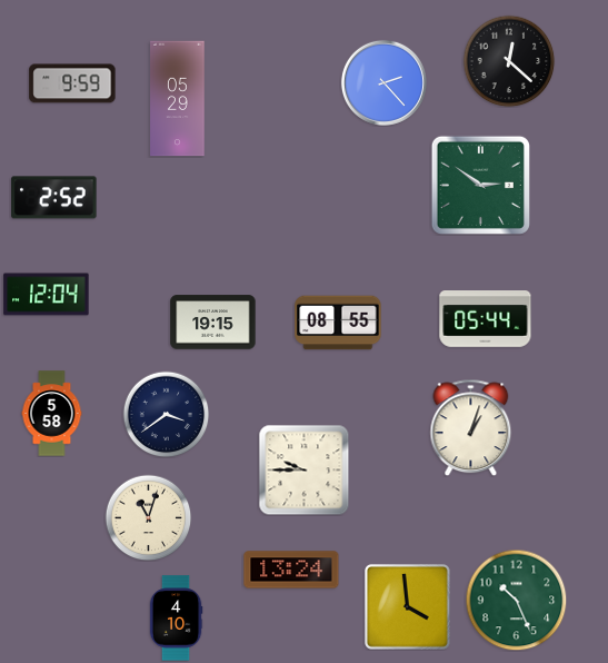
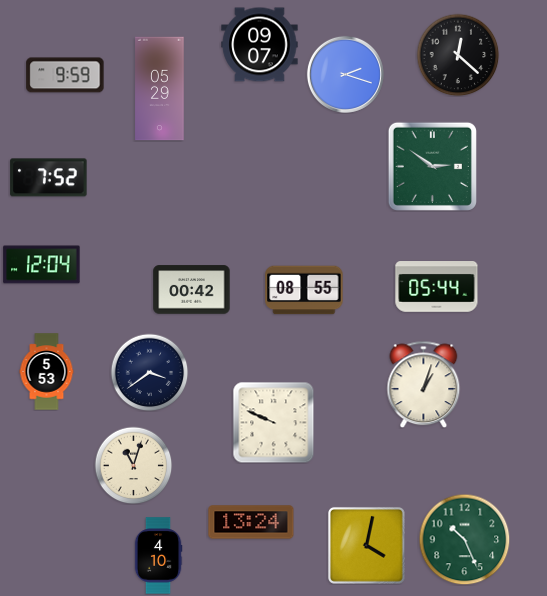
clock at (260, 45): none -> 09:07
clock at (383, 82): 2:23 -> 2:18
clock at (54, 198): 2:52 -> 7:52
clock at (213, 323): 19:15 -> 00:42
clock at (52, 414): 5:58 -> 5:53
clock at (303, 469): 9:45 -> 9:49
clock at (291, 570) position: (291, 570) -> (251, 522)
clock at (407, 606): 3:59 -> 4:02
